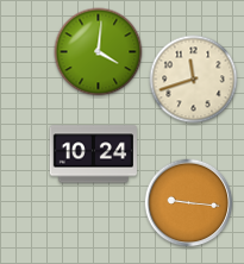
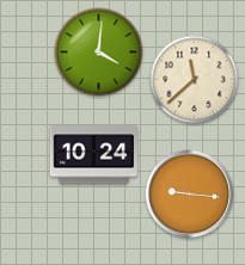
clock at (194, 80): 11:42 -> 11:38
clock at (189, 203) position: (189, 203) -> (190, 195)
